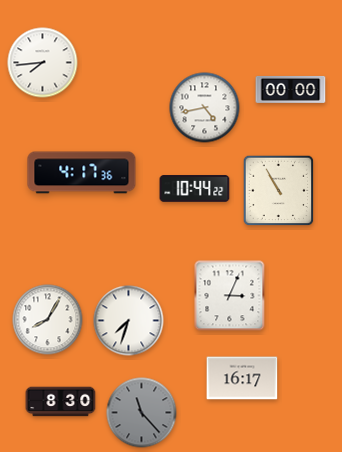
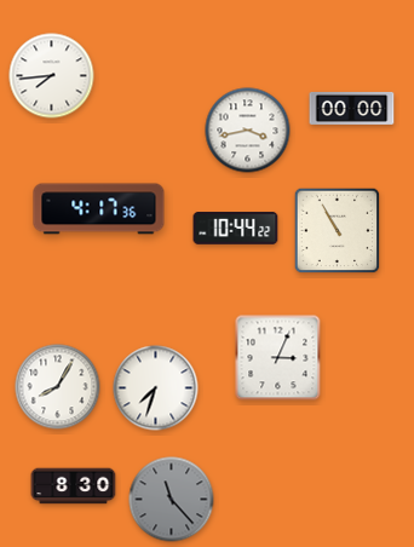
clock at (205, 108): 4:43 -> 3:43
clock at (242, 378): 16:17 -> none
